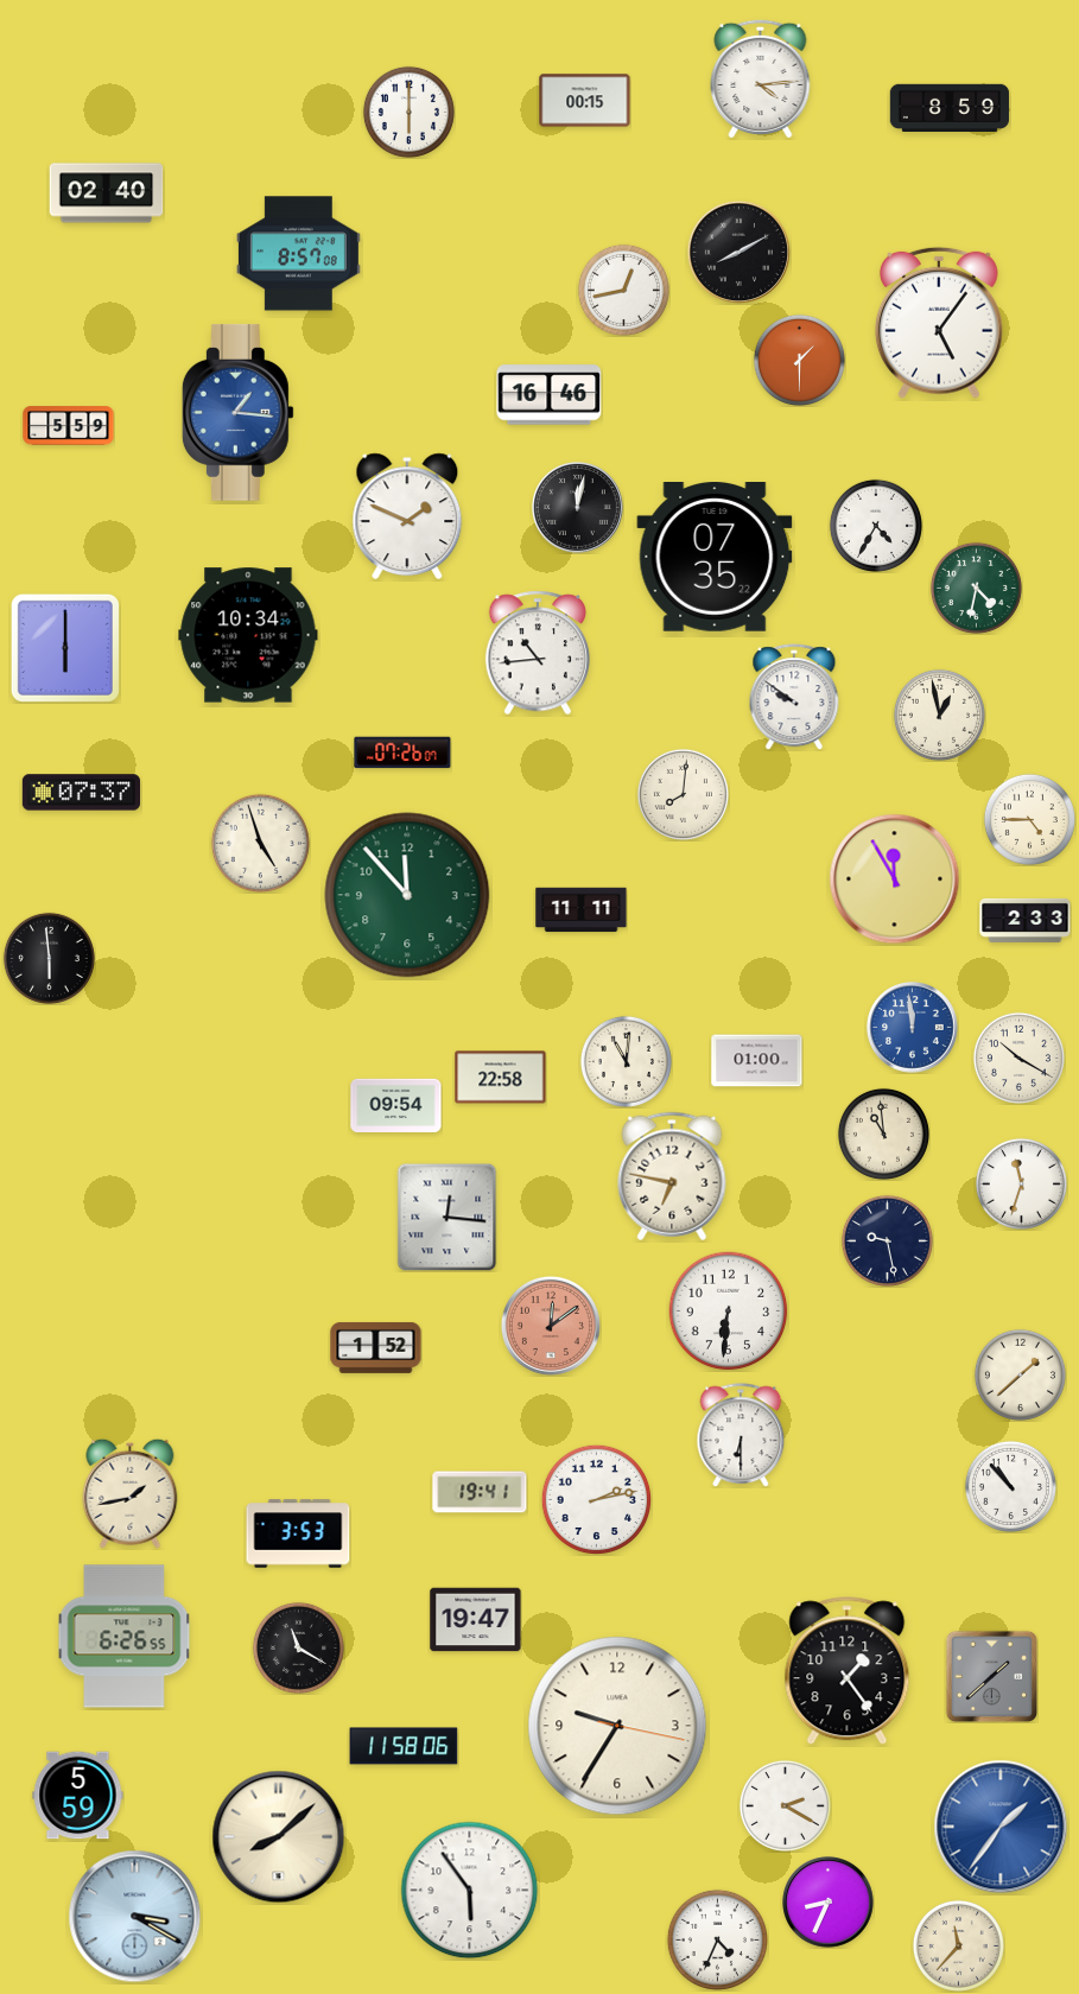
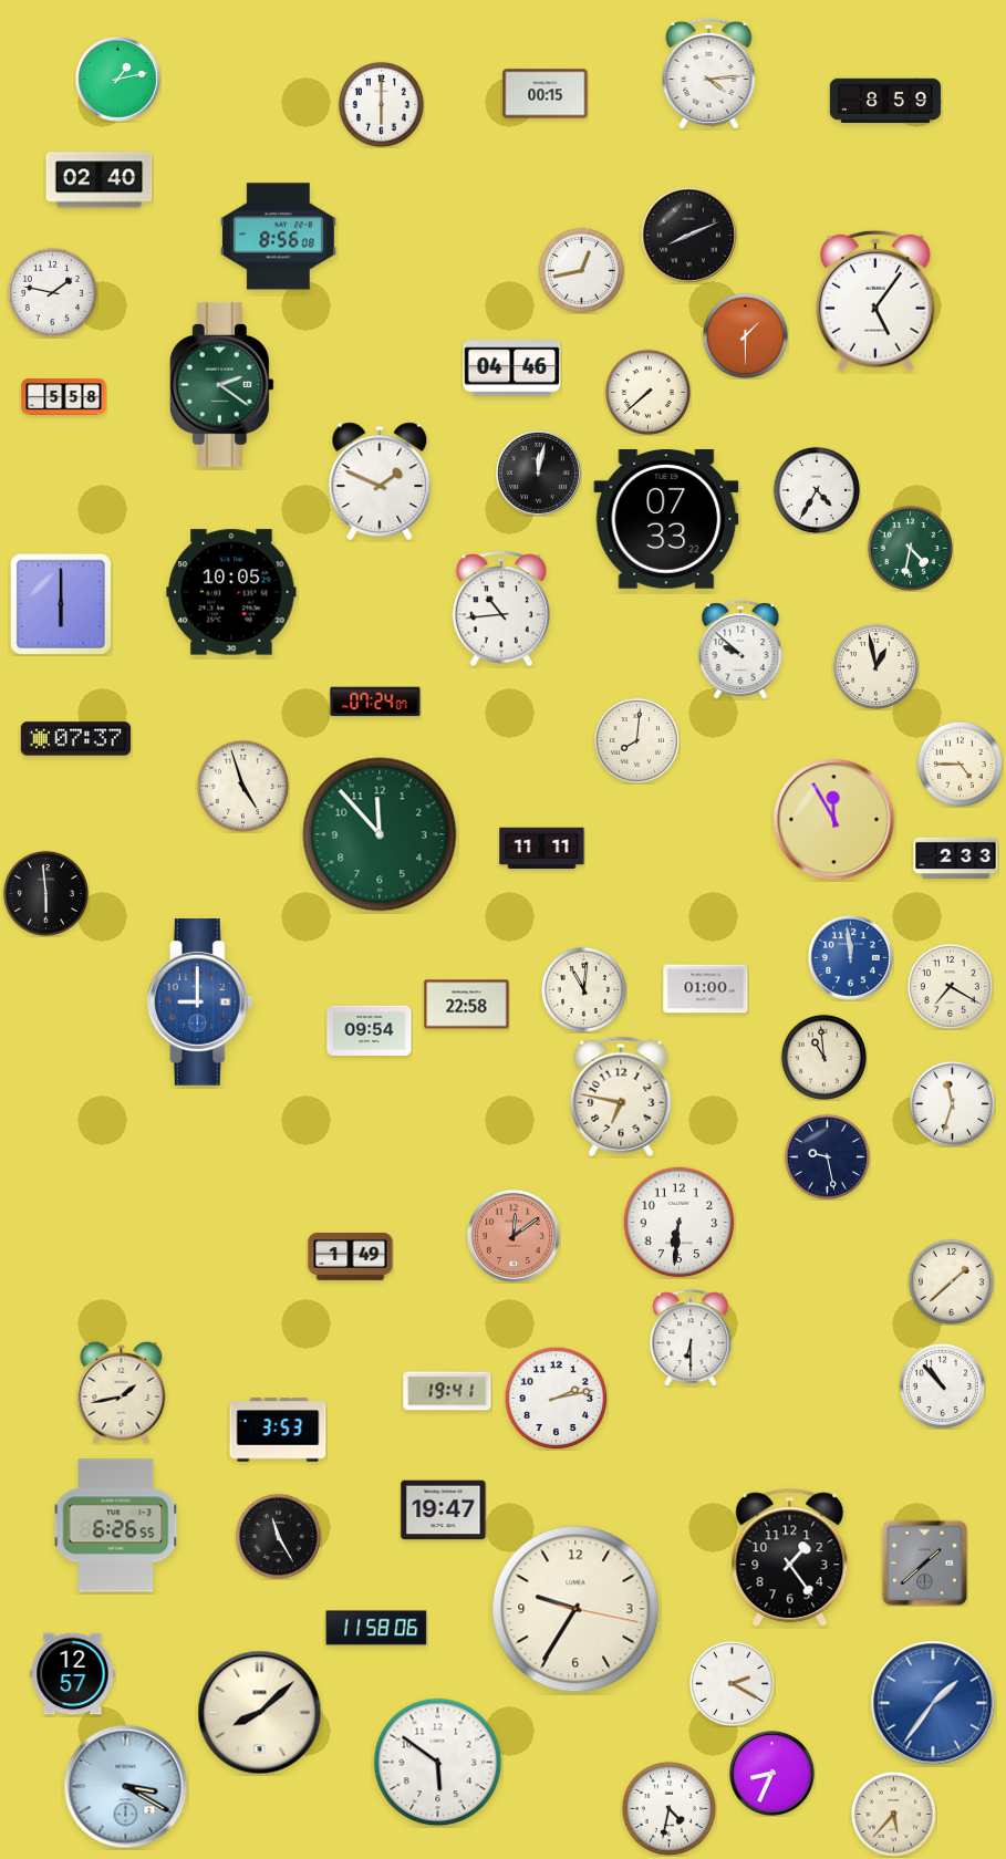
clock at (118, 80): none -> 1:13
clock at (738, 252): 8:10 -> 8:11
clock at (298, 254): 8:57 -> 8:56
clock at (52, 292): none -> 1:47
clock at (550, 395): 16:46 -> 04:46
clock at (237, 412): 1:16 -> 2:21
clock at (237, 412) dial: blue -> green
clock at (647, 392): none -> 7:38
clock at (69, 426): 5:59 -> 5:58
clock at (715, 558): 07:35 -> 07:33
clock at (248, 635): 10:34 -> 10:05
clock at (794, 697): 9:51 -> 9:52
clock at (402, 752): 07:26 -> 07:24
clock at (1018, 1058): 10:20 -> 7:20
clock at (200, 1003): none -> 9:00
clock at (672, 1176) position: (672, 1176) -> (621, 1097)
clock at (448, 1218): 12:16 -> none
clock at (376, 1347): 1:52 -> 1:49
clock at (298, 1647): 11:20 -> 11:25
clock at (78, 1796): 5:59 -> 12:57
clock at (470, 1891): 5:54 -> 5:51
clock at (717, 1939): 4:34 -> 4:32
clock at (958, 1945): 11:37 -> 5:37
